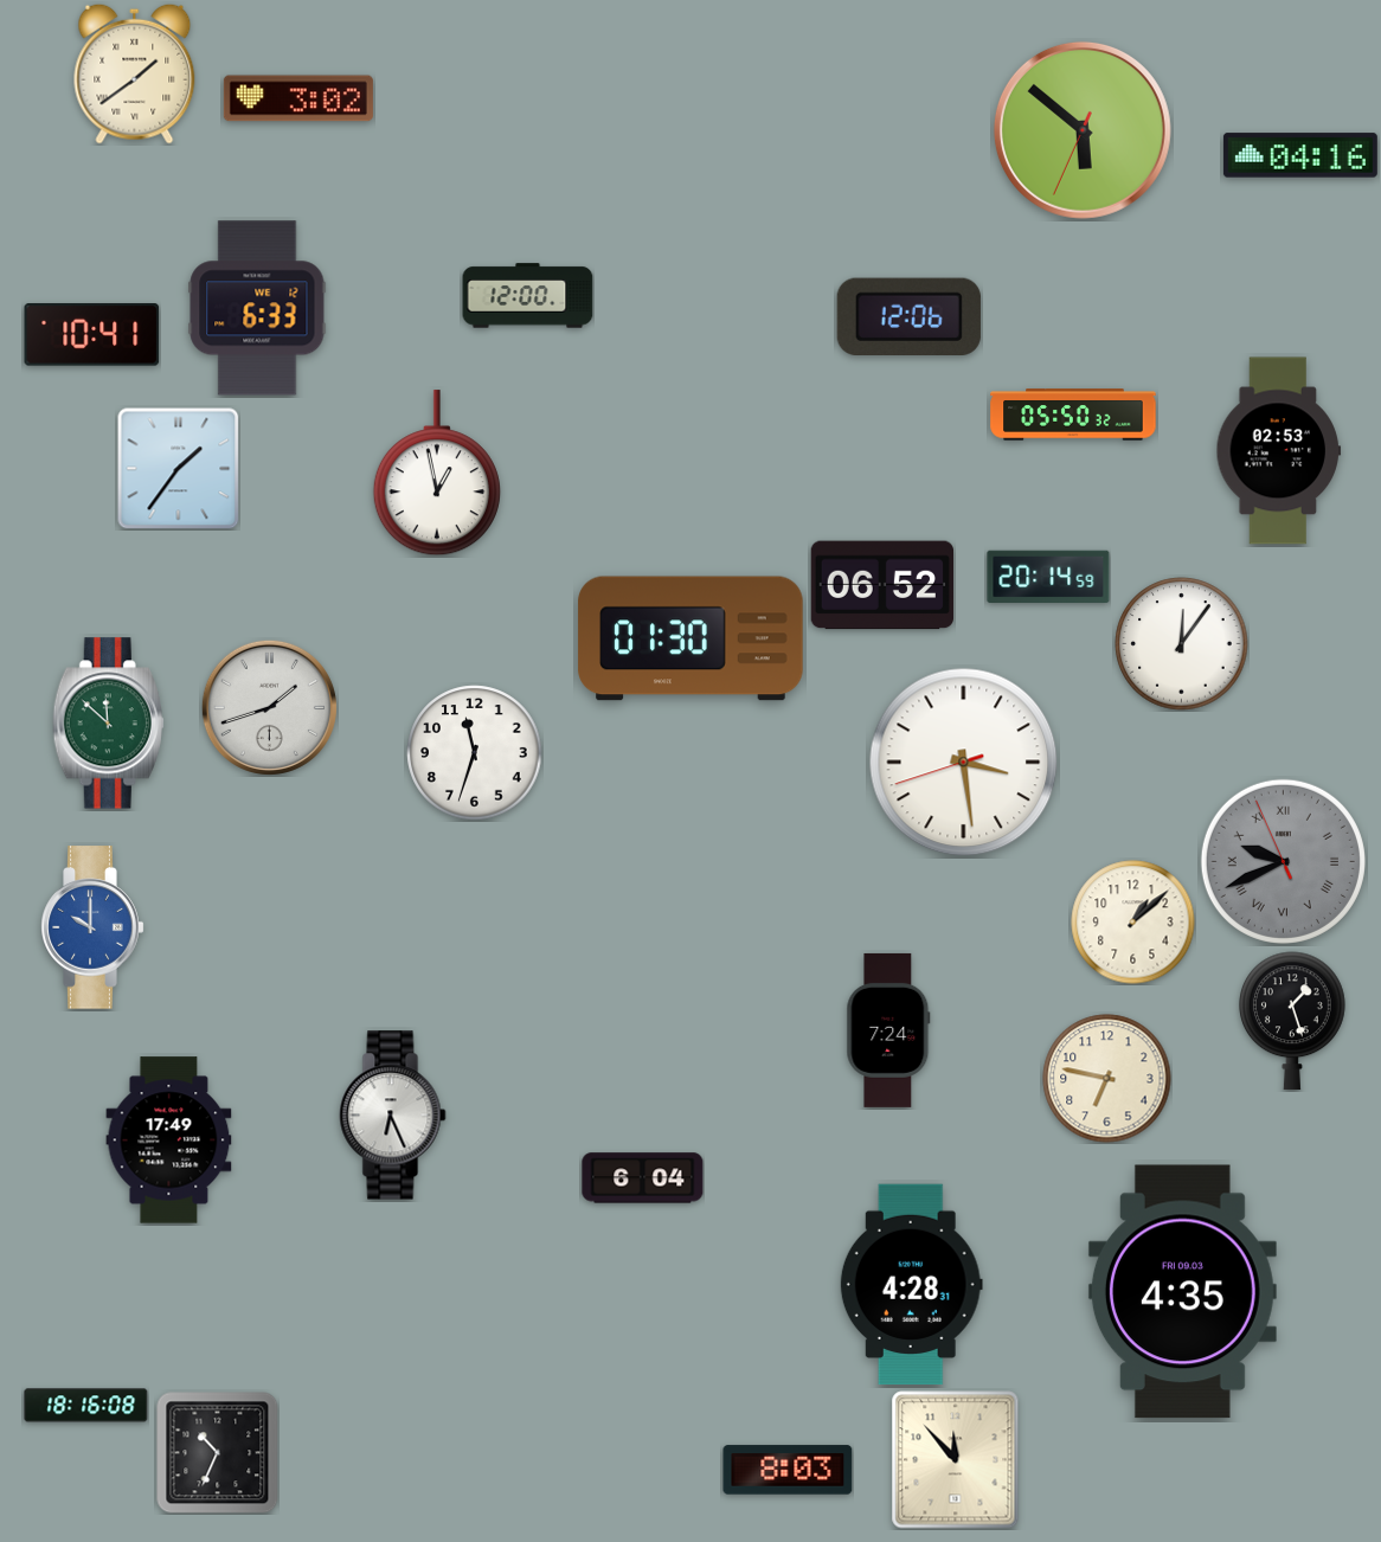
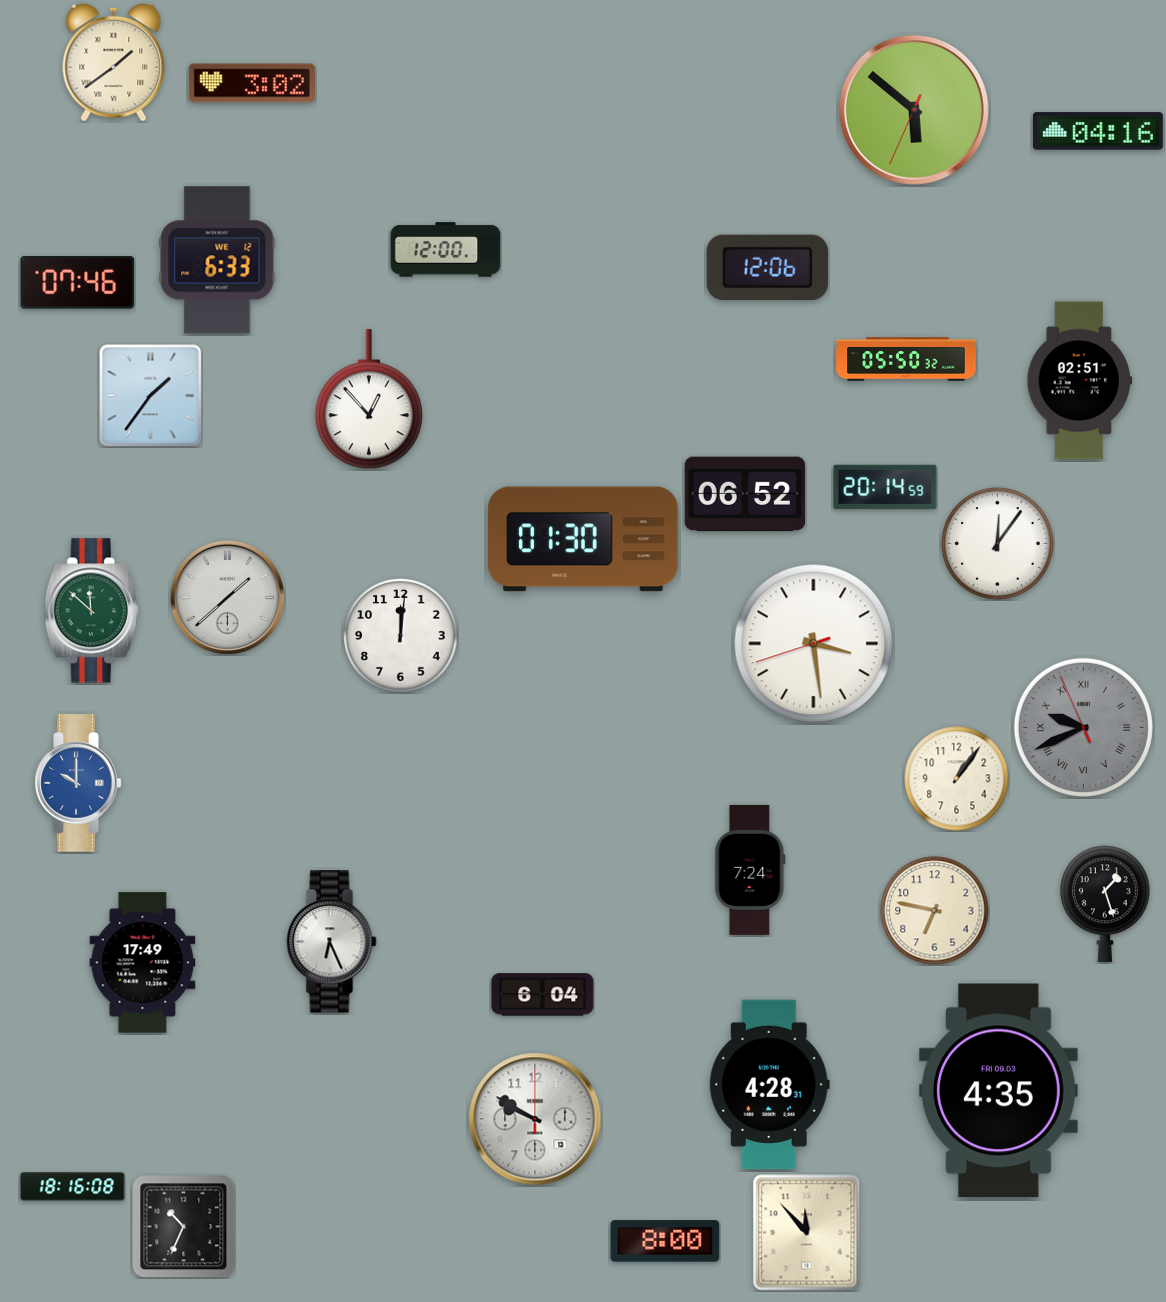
clock at (92, 335): 10:41 -> 07:46
clock at (1073, 415) position: (1073, 415) -> (906, 359)
clock at (1279, 451): 02:53 -> 02:51
clock at (437, 474): 12:58 -> 12:53
clock at (269, 707): 1:42 -> 1:38
clock at (475, 753): 11:33 -> 12:01
clock at (1133, 923): 1:08 -> 1:06
clock at (1293, 1021) position: (1293, 1021) -> (1106, 904)
clock at (535, 1119): none -> 9:50
clock at (788, 1470): 8:03 -> 8:00
